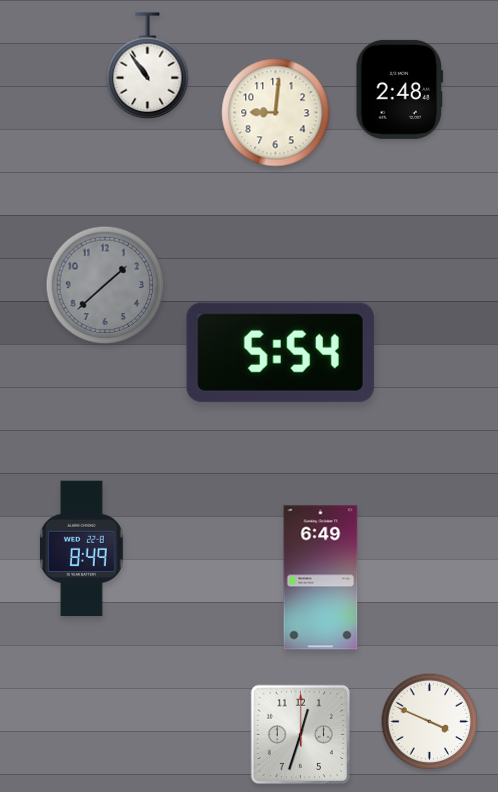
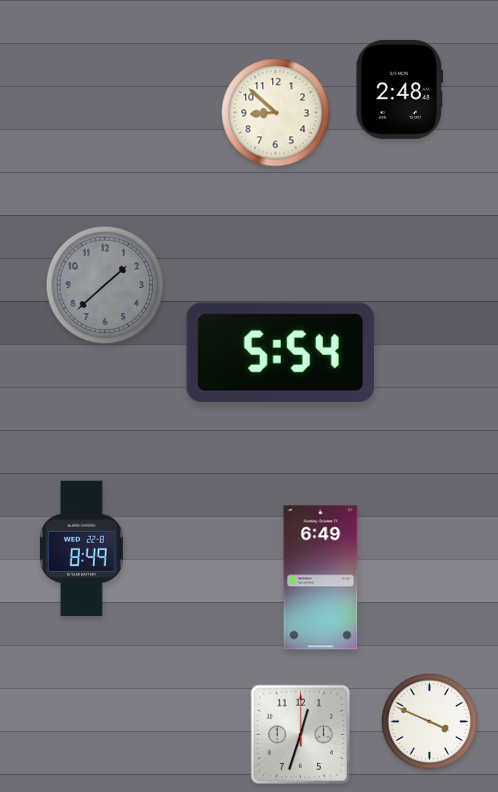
clock at (148, 66): 10:54 -> none
clock at (276, 113): 9:01 -> 8:52
